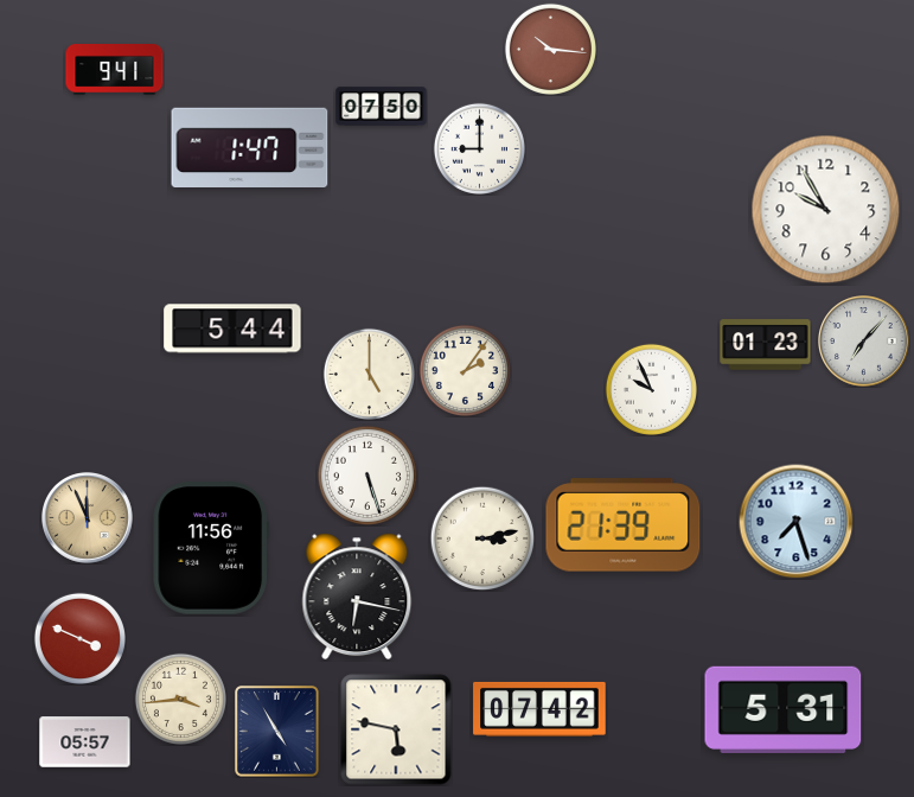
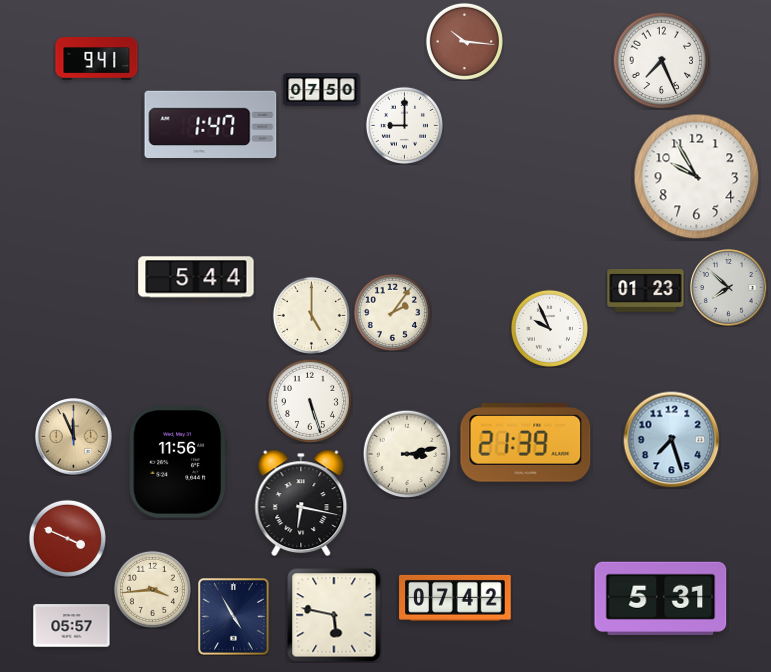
clock at (661, 60): none -> 7:26
clock at (864, 342): 7:07 -> 7:52
